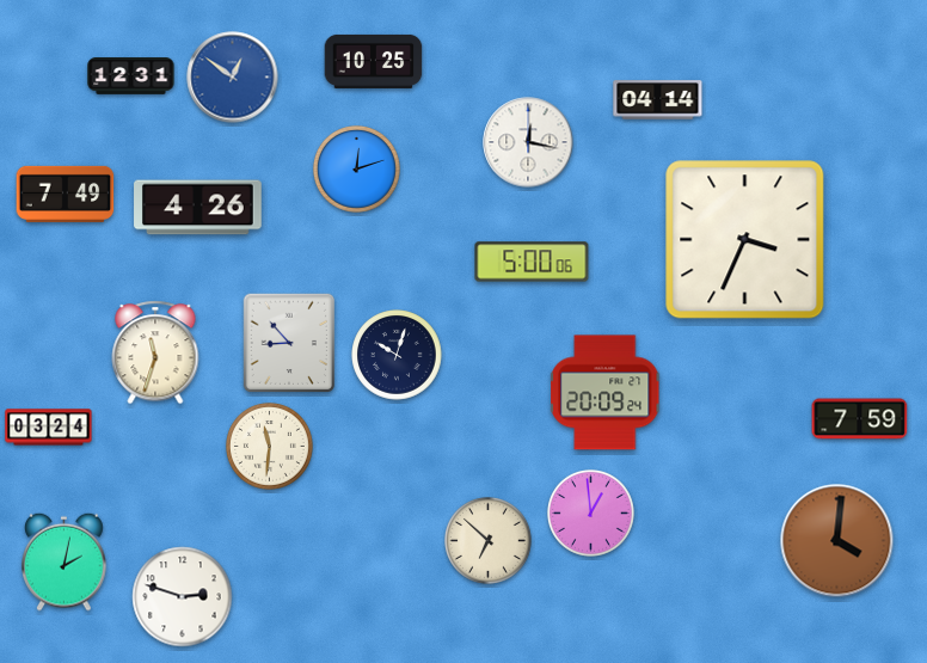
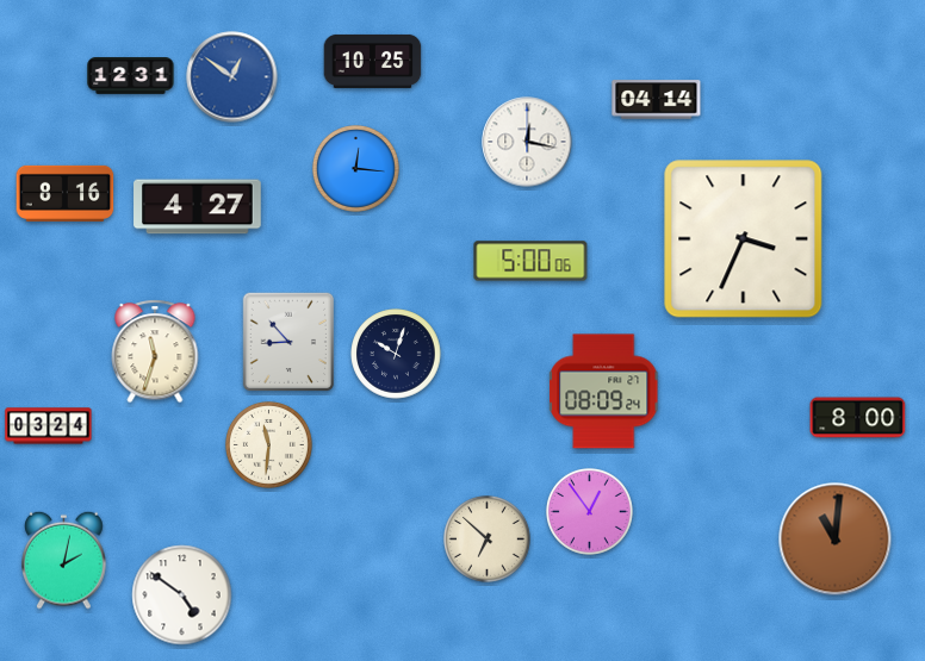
clock at (357, 170): 12:12 -> 12:16
clock at (66, 194): 7:49 -> 8:16
clock at (198, 208): 4:26 -> 4:27
clock at (606, 393): 20:09 -> 08:09
clock at (860, 419): 7:59 -> 8:00
clock at (591, 514): 12:59 -> 12:54
clock at (837, 541): 4:01 -> 11:01
clock at (183, 597): 2:48 -> 4:51
